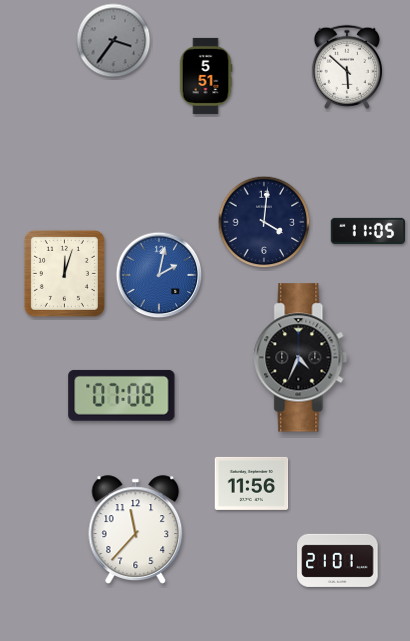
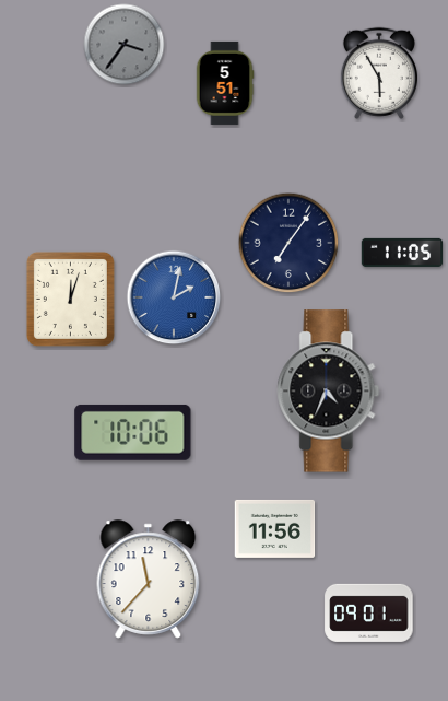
clock at (347, 67): 5:52 -> 5:55
clock at (264, 222): 4:01 -> 7:06
clock at (159, 275) position: (159, 275) -> (174, 297)
clock at (122, 395): 07:08 -> 10:06
clock at (338, 560): 21:01 -> 09:01
